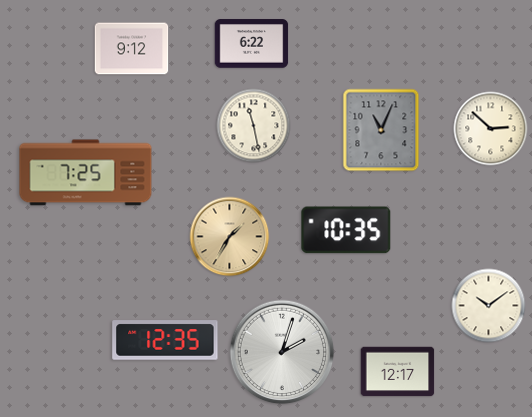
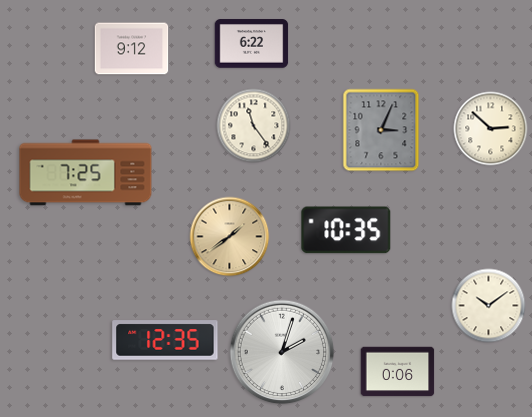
clock at (254, 126): 11:28 -> 11:24
clock at (381, 130): 11:04 -> 3:04
clock at (230, 237): 1:35 -> 1:39
clock at (398, 372): 12:17 -> 0:06
